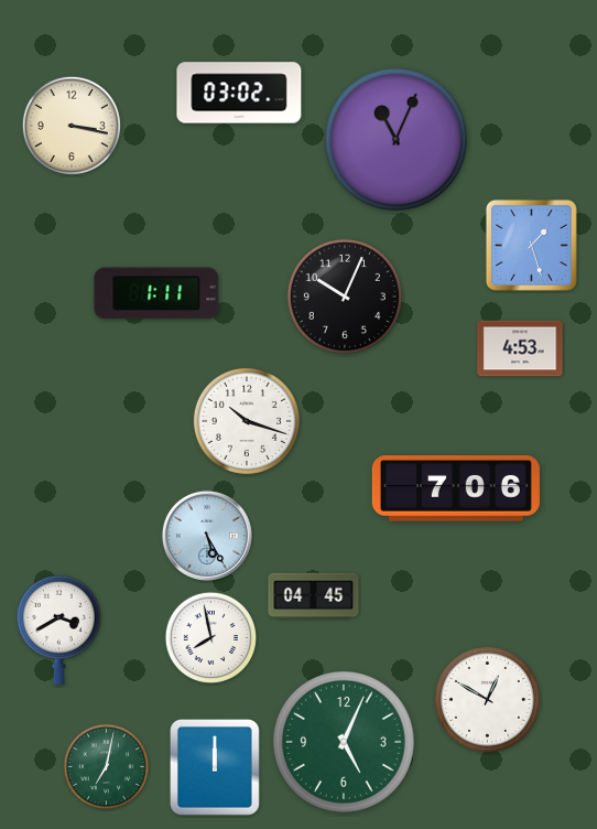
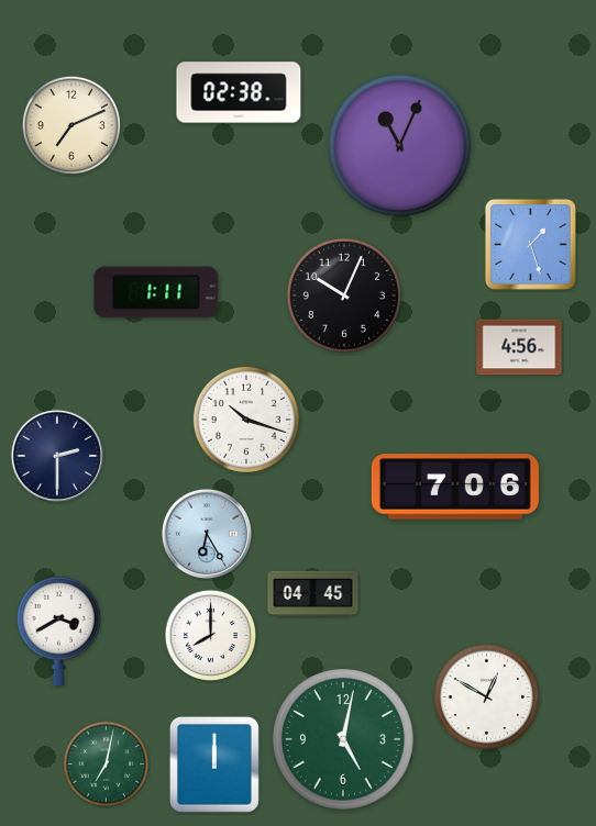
clock at (239, 93): 03:02 -> 02:38
clock at (72, 126): 3:17 -> 7:11
clock at (395, 139) position: (395, 139) -> (399, 145)
clock at (520, 348): 4:53 -> 4:56
clock at (57, 456): none -> 2:30
clock at (207, 536): 5:25 -> 6:25
clock at (58, 629) position: (58, 629) -> (58, 630)
clock at (211, 638): 7:58 -> 8:00
clock at (344, 742): 5:04 -> 5:02
